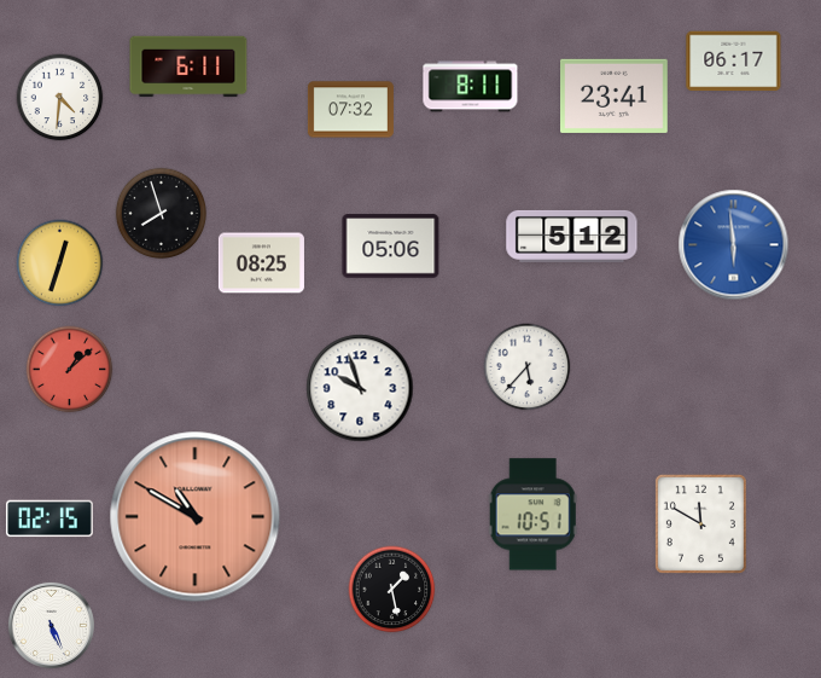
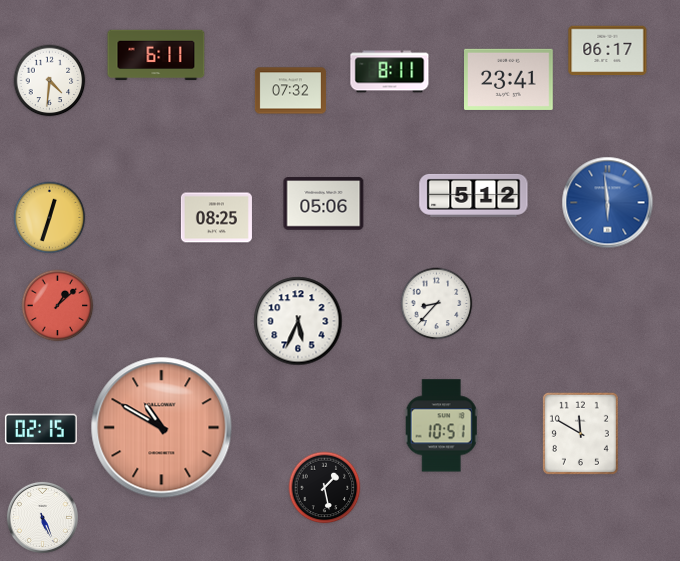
clock at (162, 214): 7:57 -> none
clock at (528, 367): 5:37 -> 8:37
clock at (360, 388): 9:57 -> 5:34
